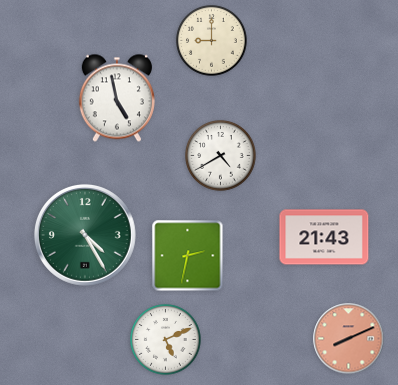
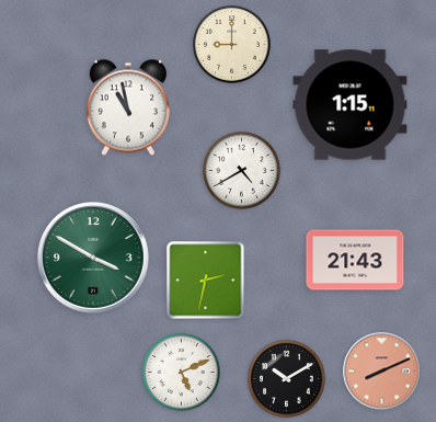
clock at (351, 105): none -> 1:15
clock at (117, 98): 4:58 -> 10:58
clock at (85, 235): 4:25 -> 3:50
clock at (287, 379): none -> 10:10
